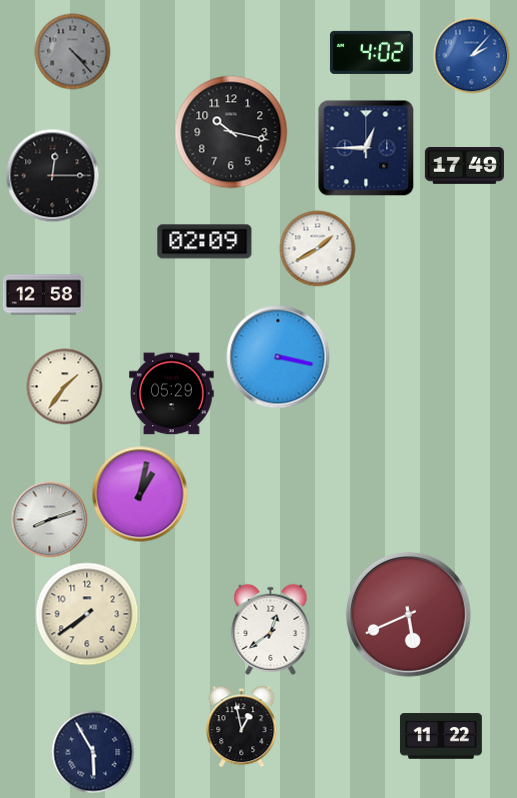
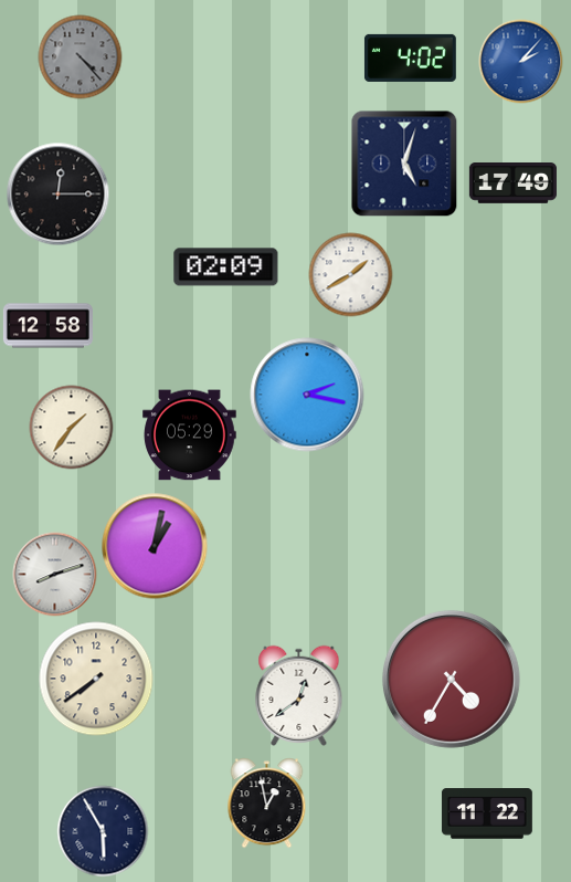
clock at (231, 132): 10:17 -> none
clock at (366, 148): 12:45 -> 5:03
clock at (278, 357): 3:17 -> 2:17
clock at (408, 614): 5:41 -> 4:35
